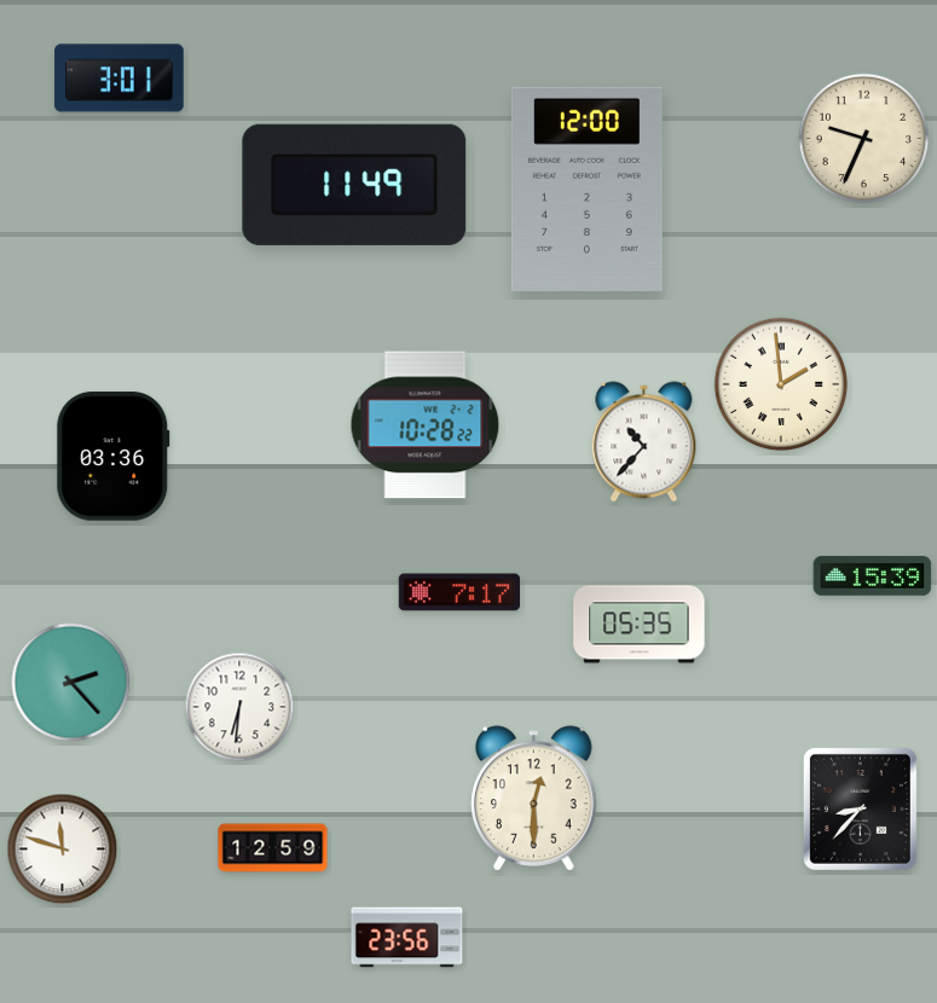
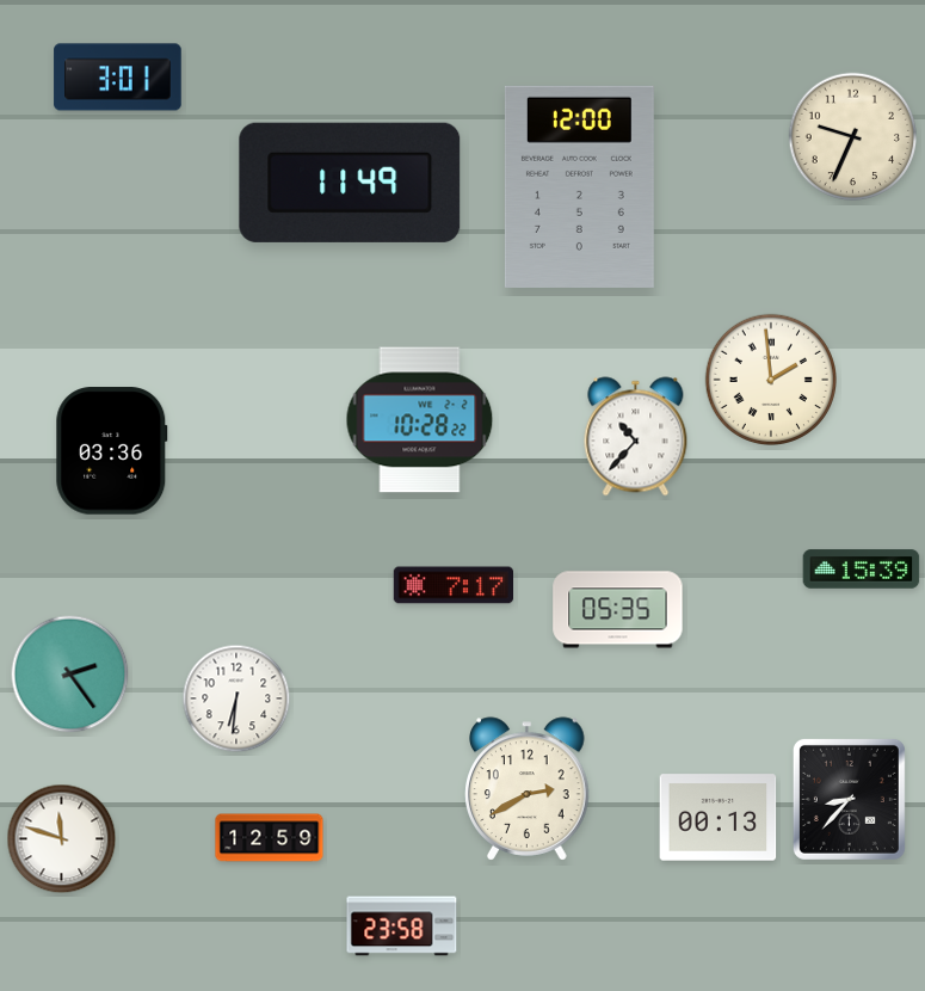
clock at (640, 625) position: (640, 625) -> (618, 610)
clock at (71, 683): 2:23 -> 2:24
clock at (534, 799): 12:30 -> 2:40
clock at (719, 818): none -> 00:13
clock at (407, 938): 23:56 -> 23:58
